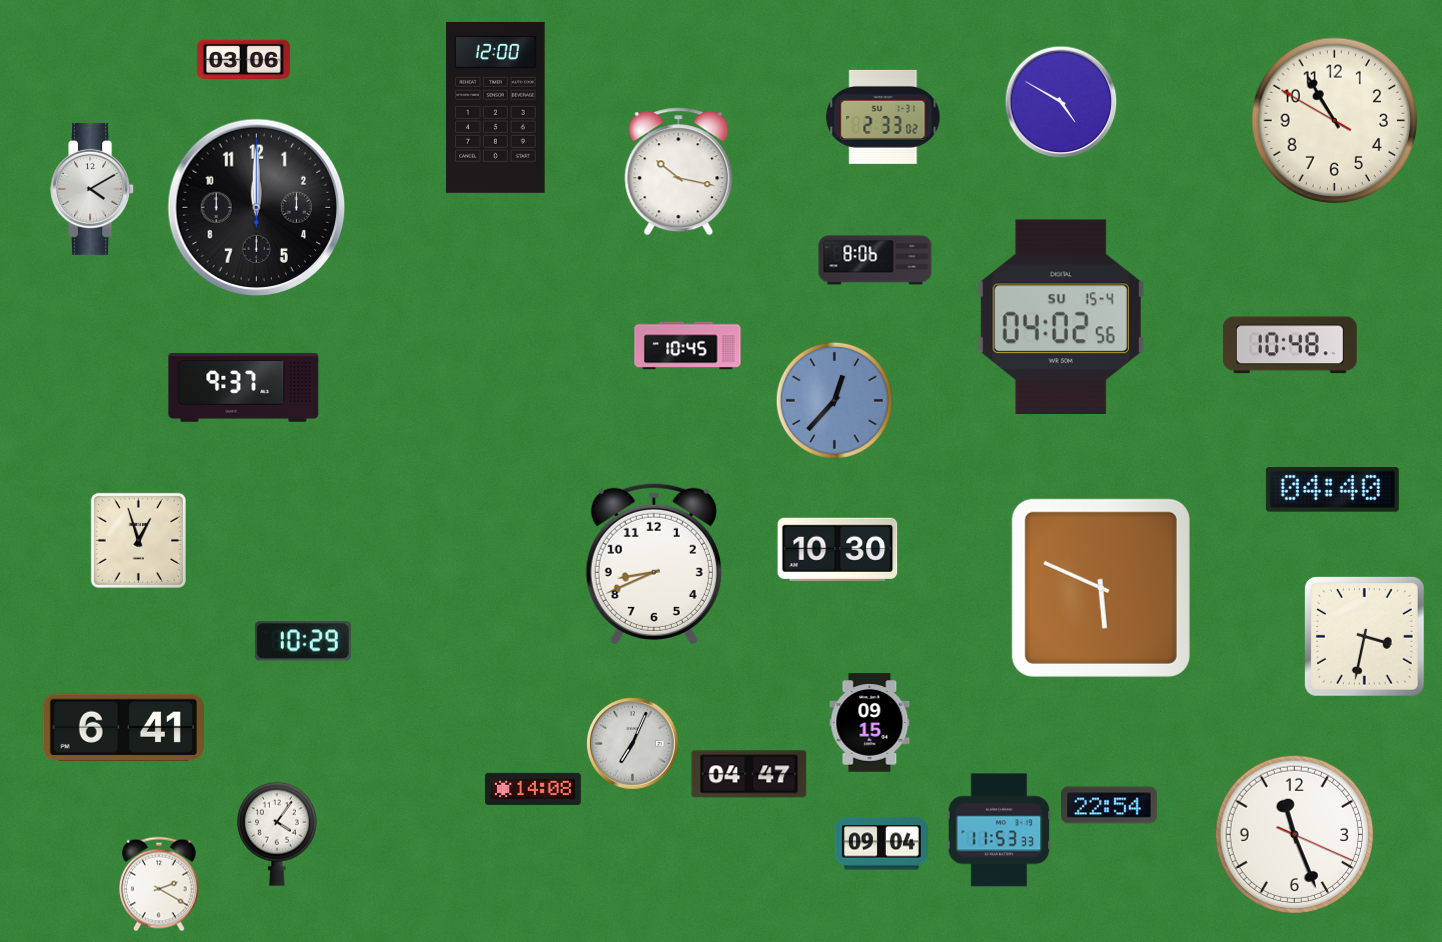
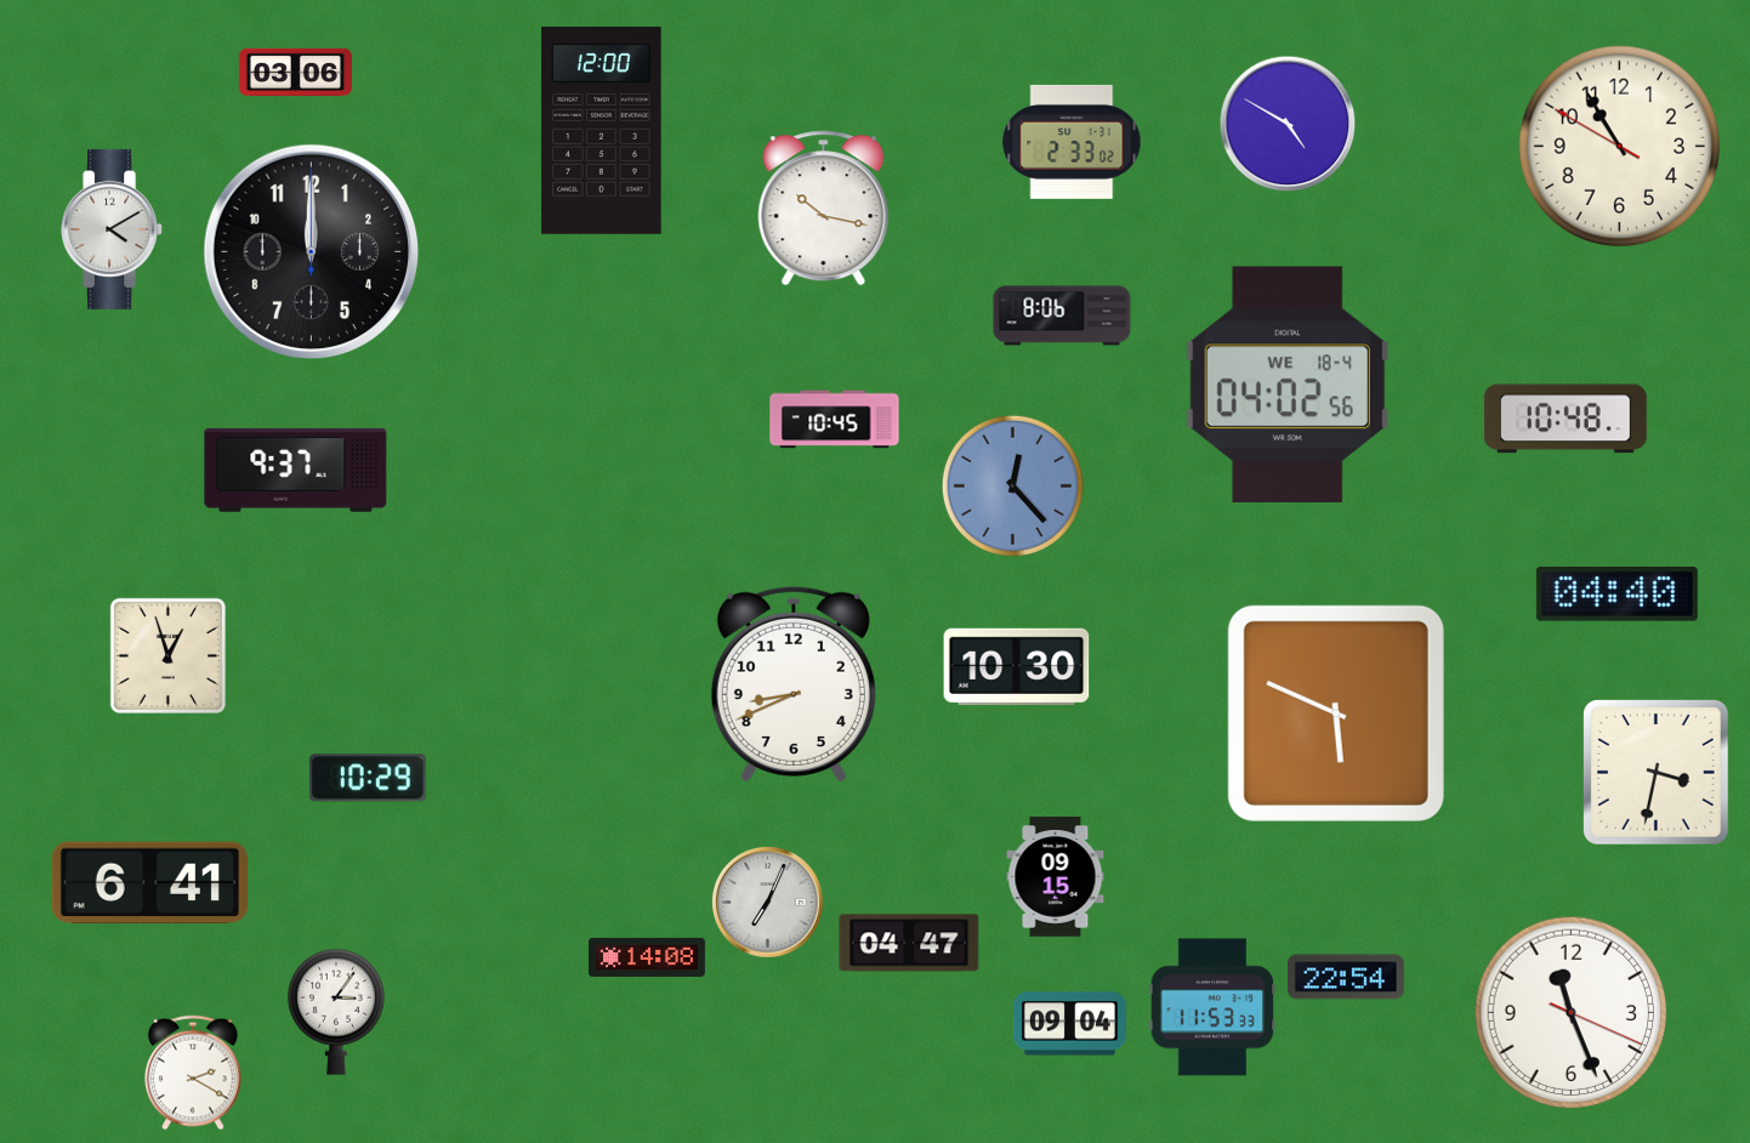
clock at (1061, 316) date: SU 15-4 -> WE 18-4
clock at (834, 400): 12:37 -> 12:23
clock at (749, 774) position: (749, 774) -> (909, 943)
clock at (277, 834): 4:06 -> 3:06
